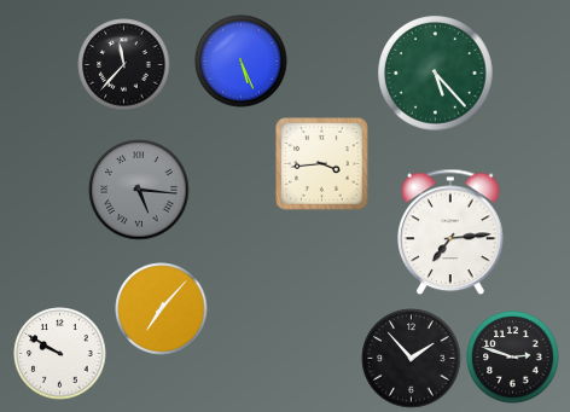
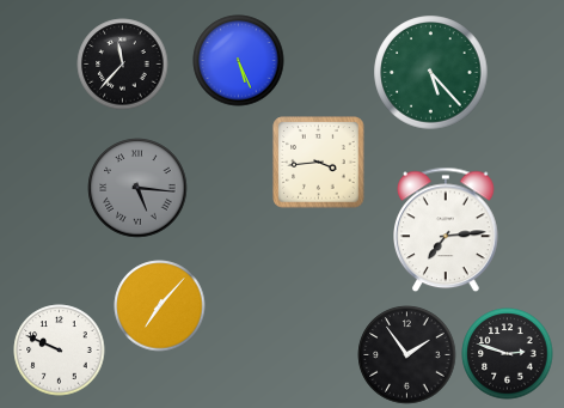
clock at (60, 354): 9:50 -> 9:49
clock at (412, 359): 1:53 -> 1:54
